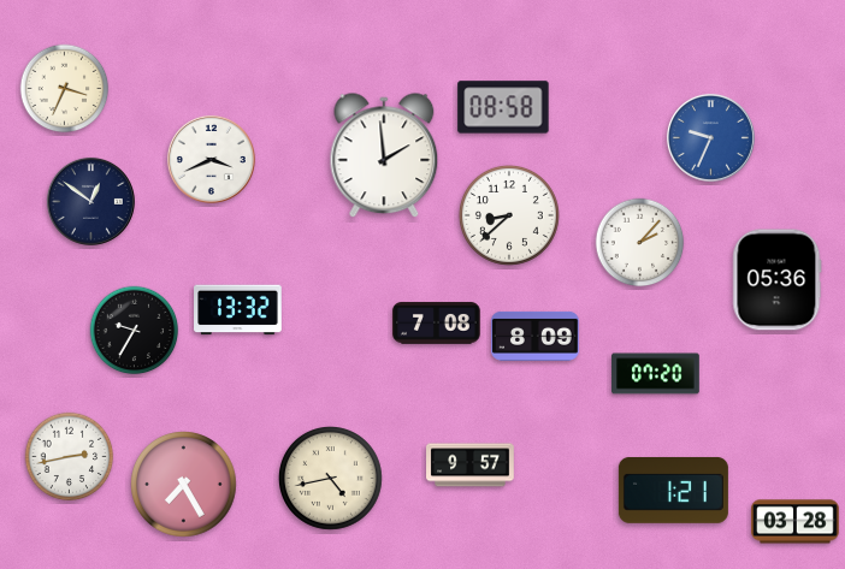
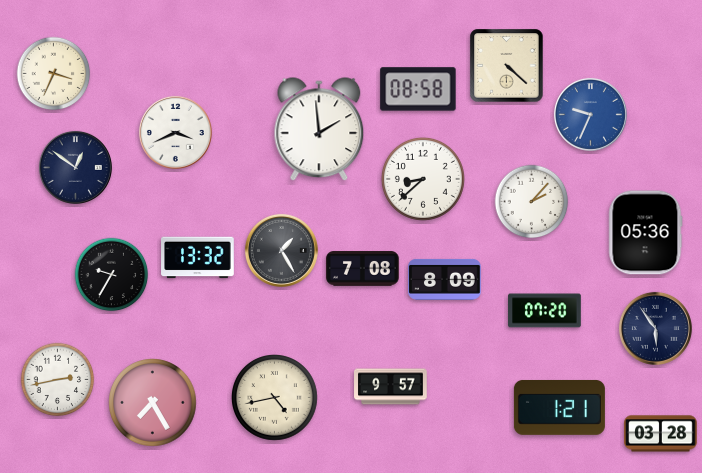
clock at (507, 66): none -> 4:22
clock at (281, 250): none -> 1:25
clock at (655, 328): none -> 5:54
